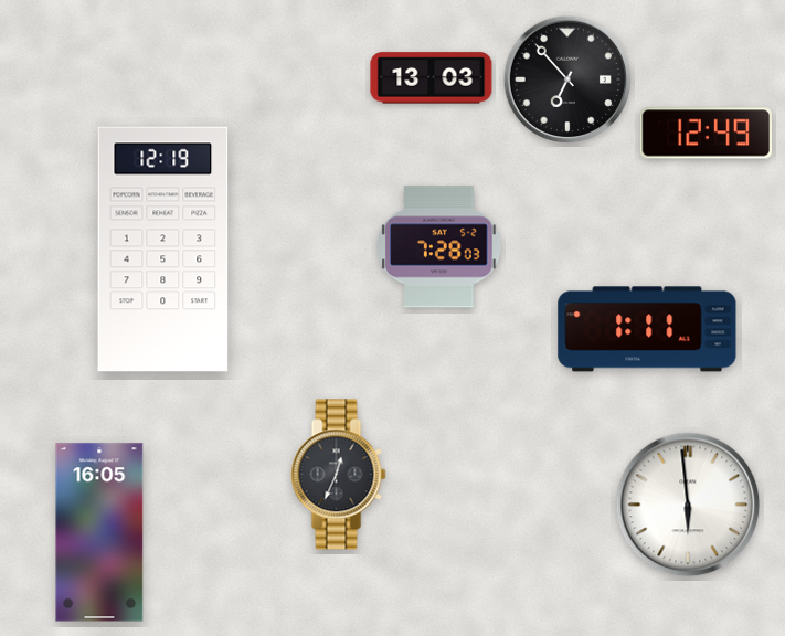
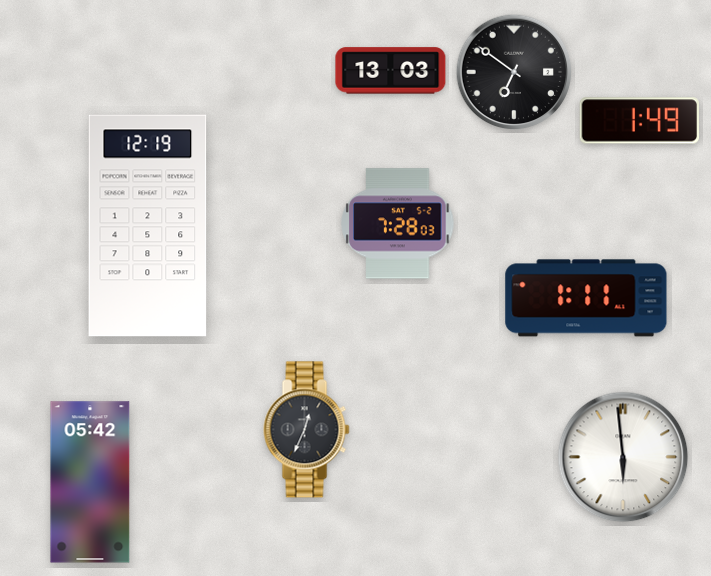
clock at (567, 79): 6:53 -> 6:51
clock at (706, 134): 12:49 -> 1:49
clock at (99, 532): 16:05 -> 05:42
